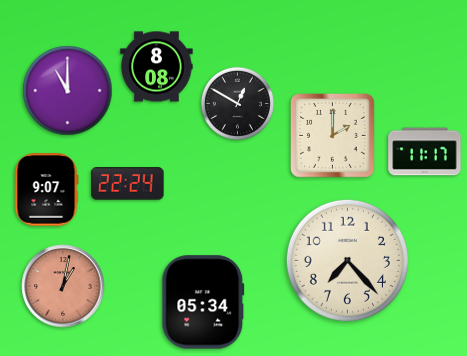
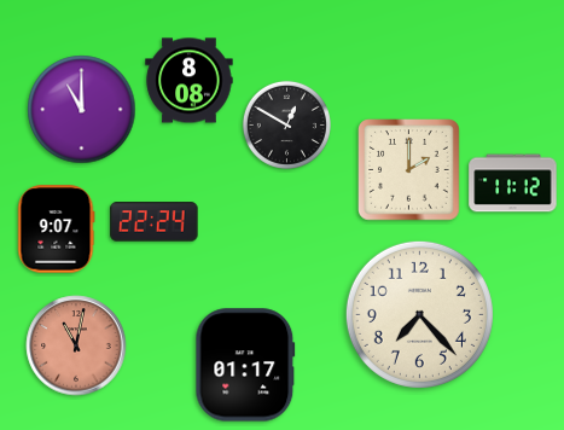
clock at (333, 136) position: (333, 136) -> (409, 170)
clock at (425, 152): 11:17 -> 11:12
clock at (63, 286): 1:02 -> 11:02
clock at (203, 302): 05:34 -> 01:17
